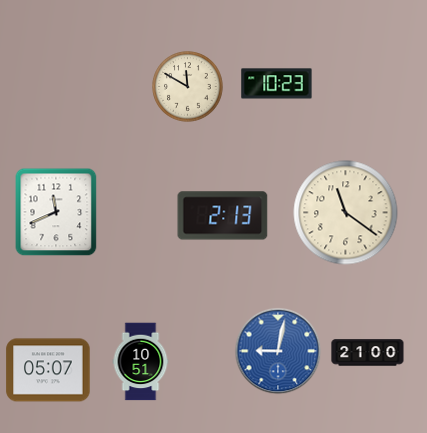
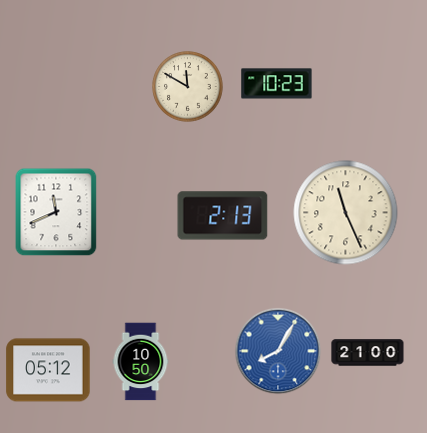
clock at (346, 213): 11:21 -> 11:26
clock at (278, 351): 9:02 -> 8:05
clock at (141, 362): 10:51 -> 10:50
clock at (48, 370): 05:07 -> 05:12
